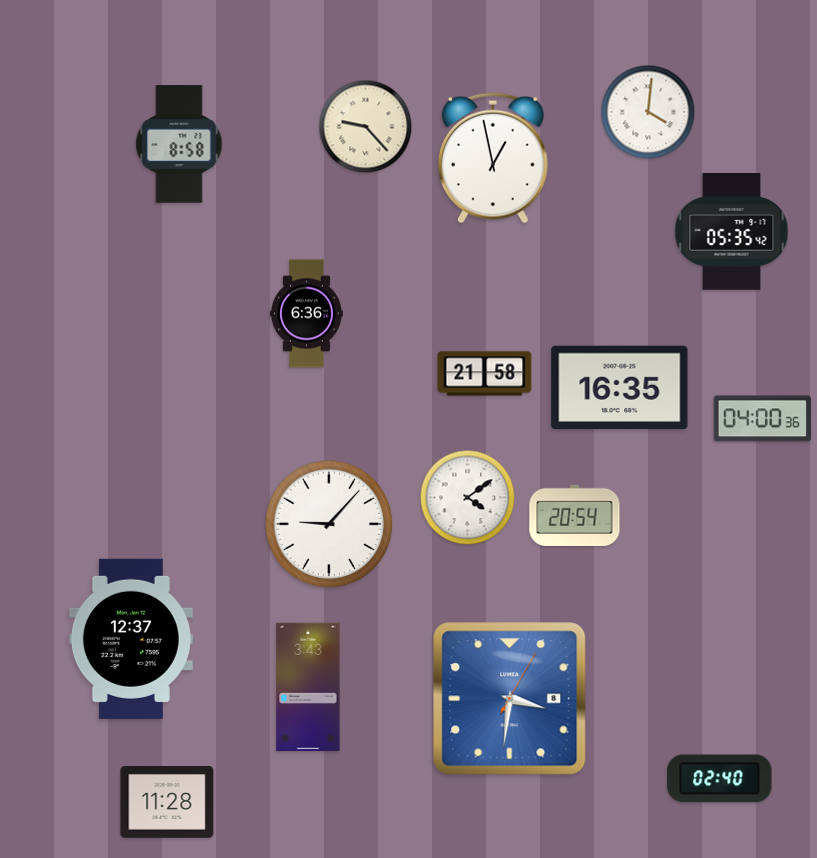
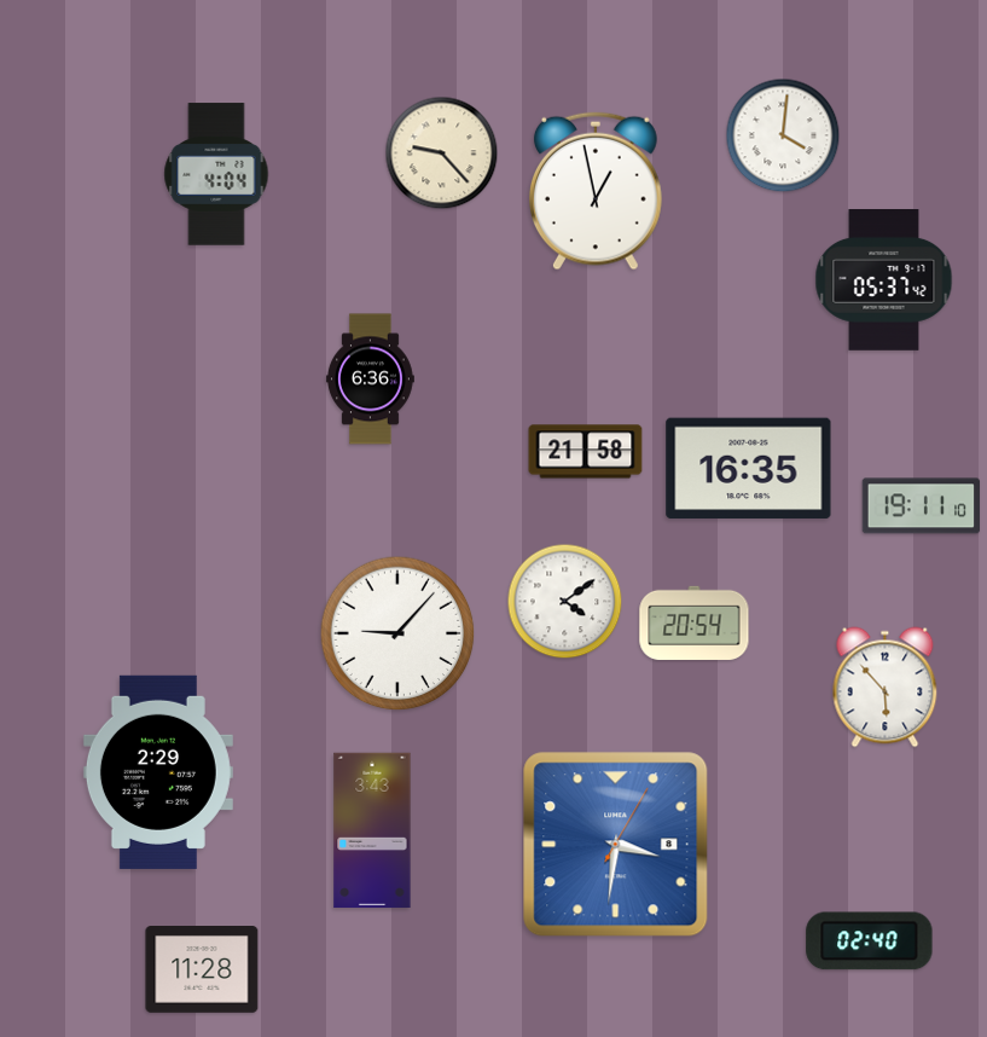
clock at (179, 144): 8:58 -> 4:04
clock at (732, 232): 05:35 -> 05:37
clock at (763, 419): 04:00 -> 19:11
clock at (886, 688): none -> 5:53
clock at (131, 639): 12:37 -> 2:29
